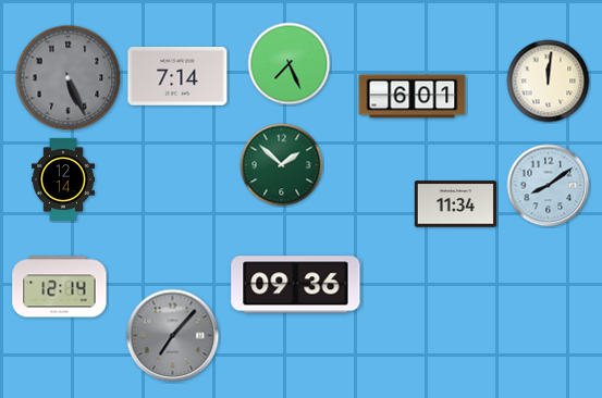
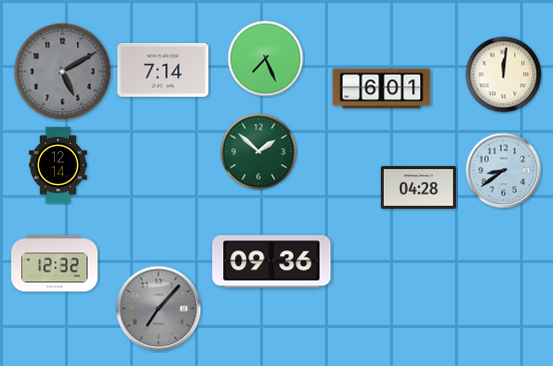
clock at (69, 78): 5:26 -> 5:10
clock at (413, 97) position: (413, 97) -> (382, 89)
clock at (549, 186): 8:09 -> 8:39
clock at (455, 204): 11:34 -> 04:28
clock at (60, 287): 12:14 -> 12:32
